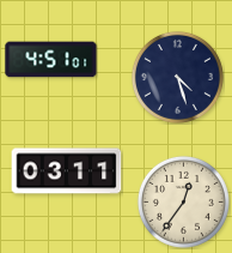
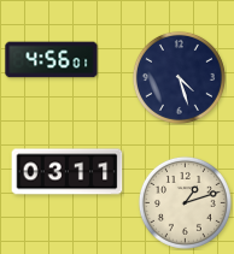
clock at (51, 60): 4:51 -> 4:56
clock at (183, 201): 12:36 -> 1:12
